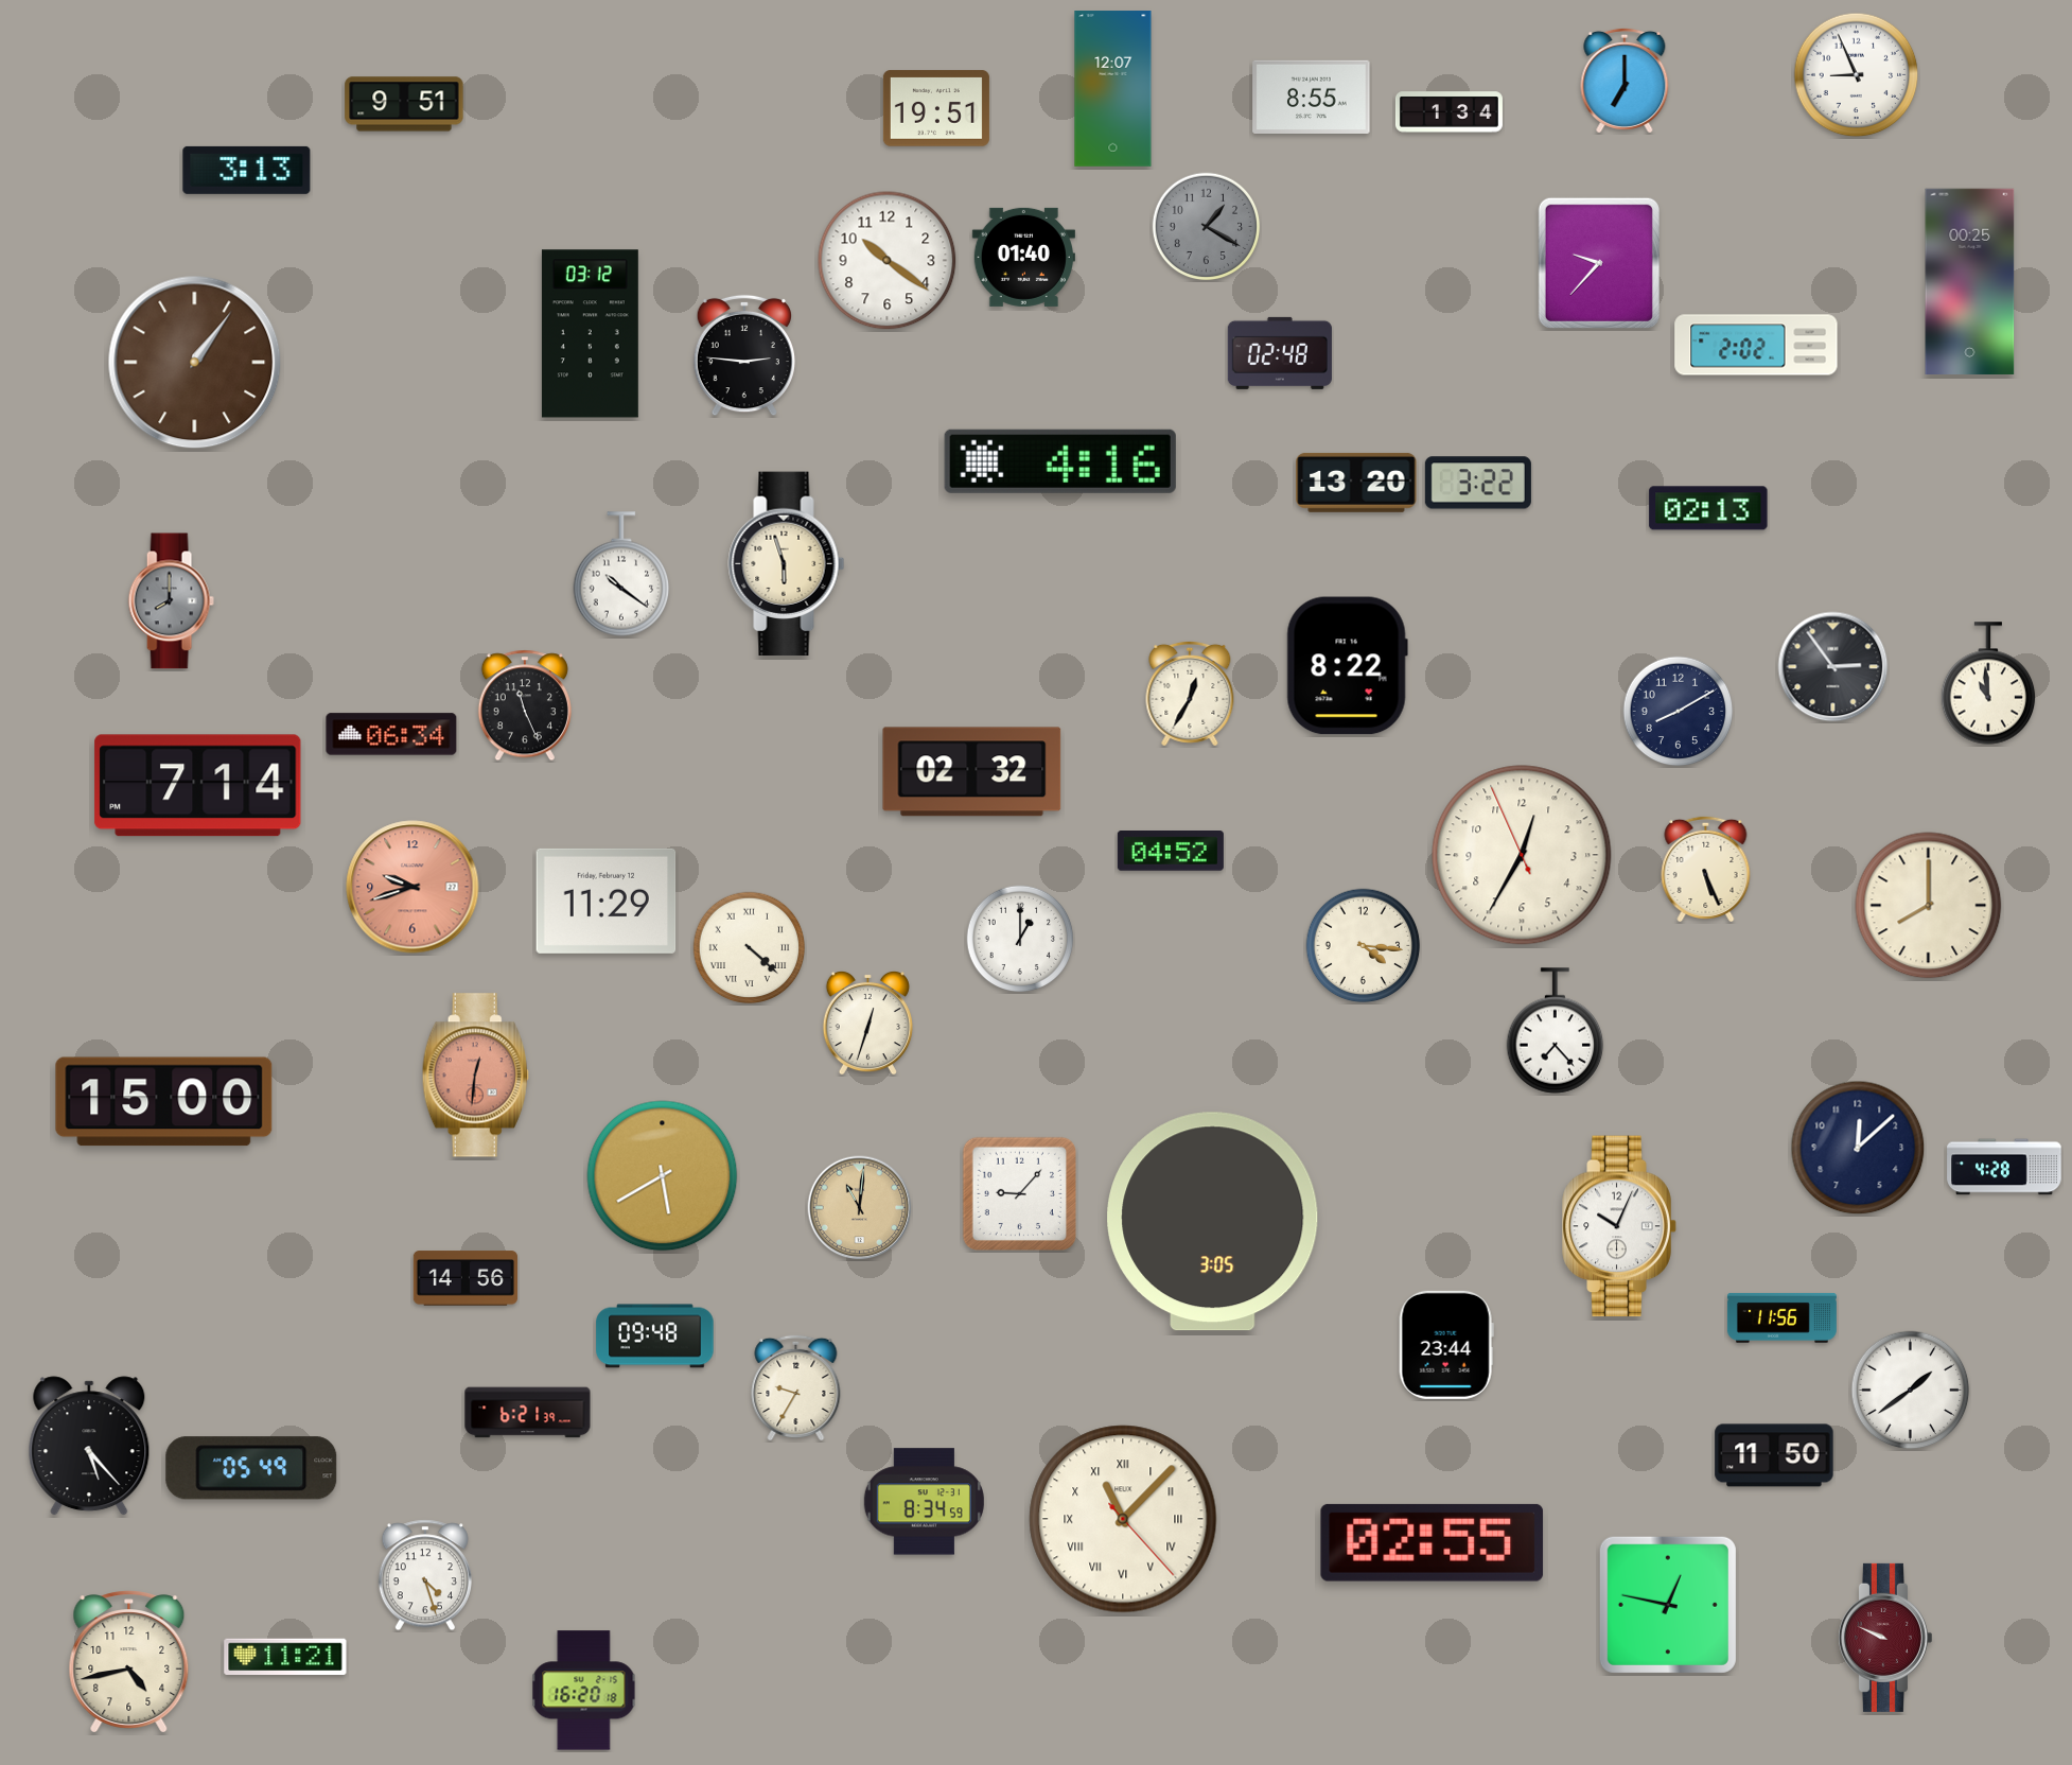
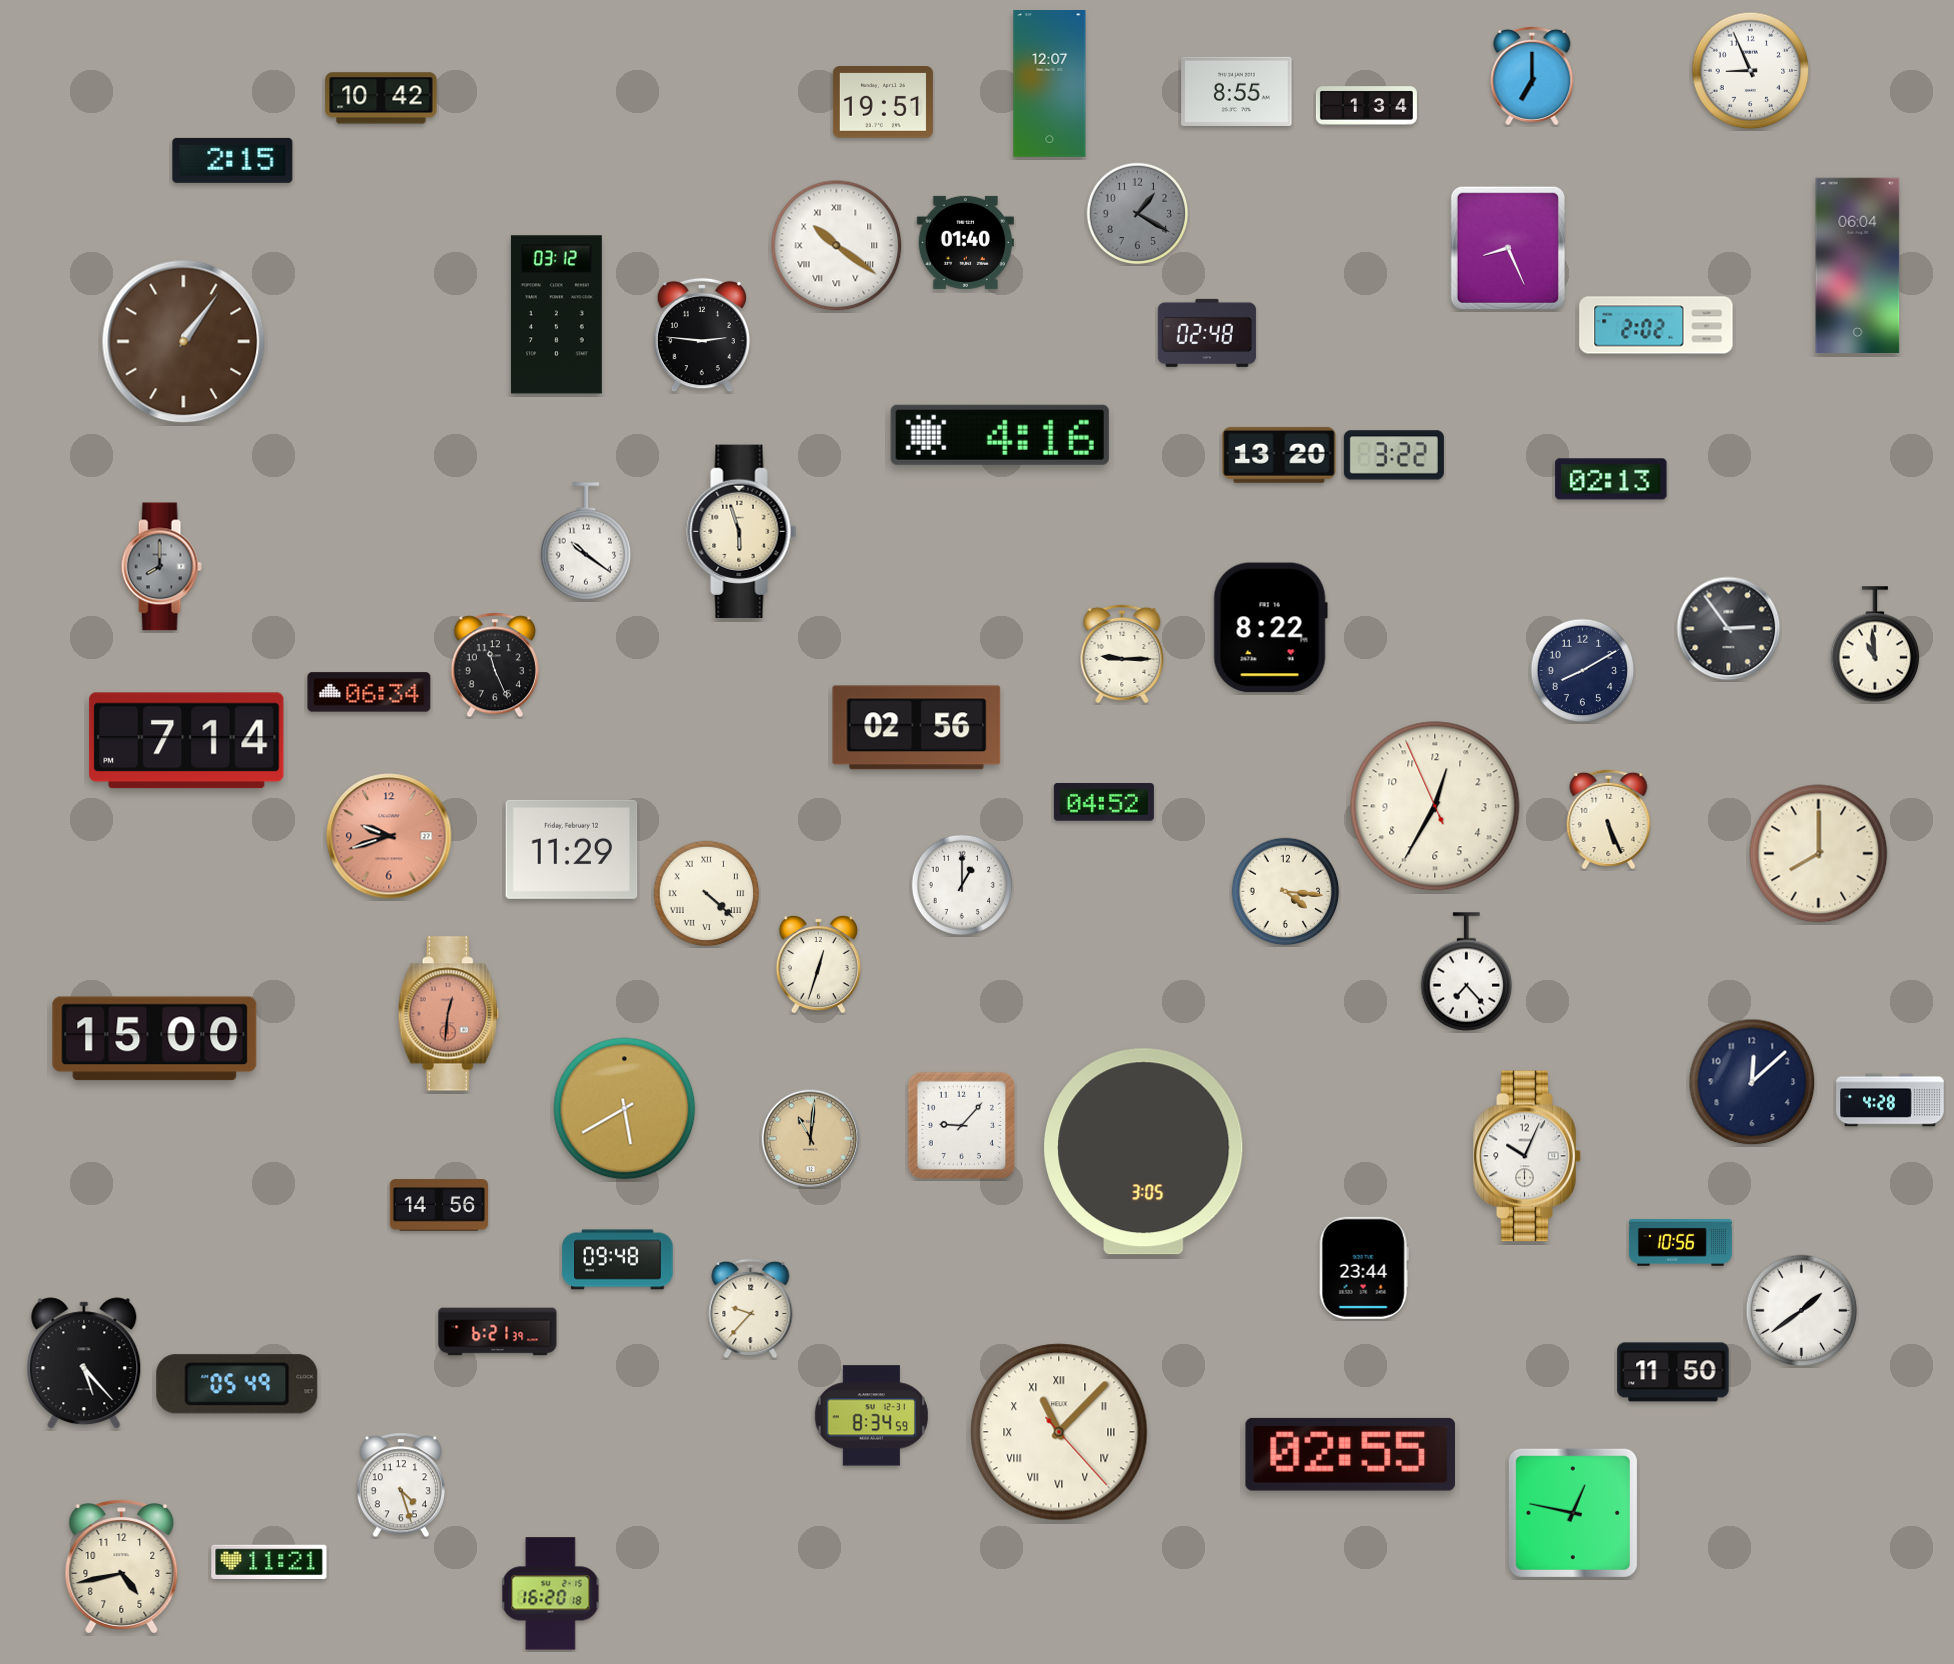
clock at (404, 104): 9:51 -> 10:42
clock at (247, 170): 3:13 -> 2:15
clock at (888, 261) numerals: Arabic -> Roman
clock at (1599, 263): 9:37 -> 8:26
clock at (1970, 282): 00:25 -> 06:04
clock at (1190, 694): 12:35 -> 9:15
clock at (972, 772): 02:32 -> 02:56
clock at (1781, 1318): 11:56 -> 10:56
clock at (796, 1386): 9:35 -> 9:37
clock at (1884, 1638): 9:49 -> none
